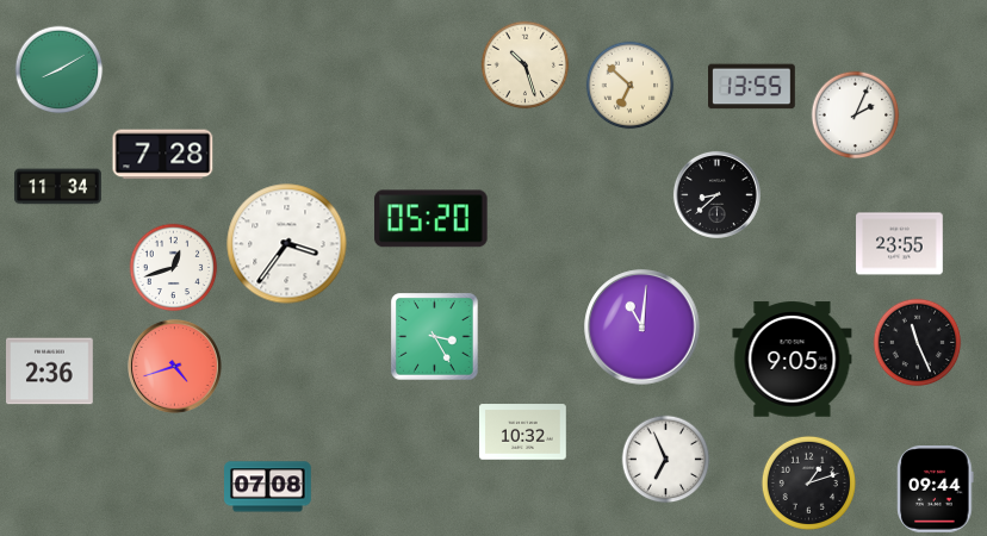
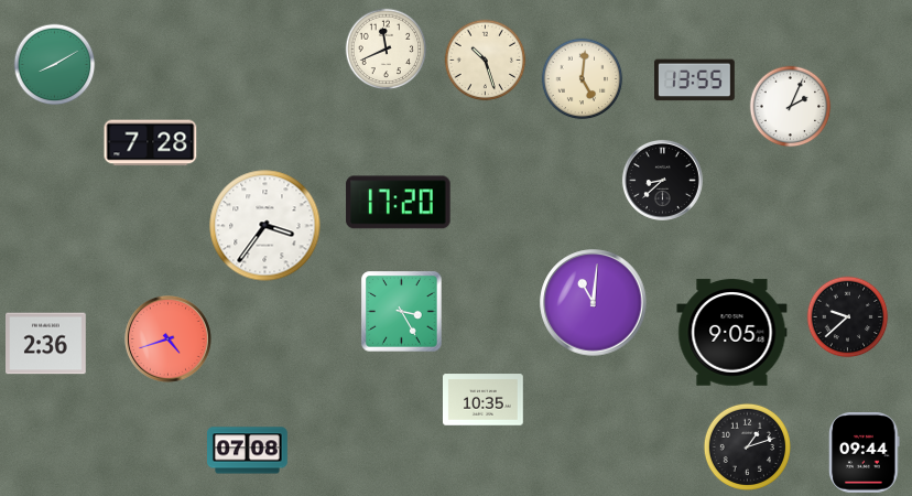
clock at (387, 50): none -> 11:41
clock at (631, 86): 6:52 -> 5:01
clock at (58, 187): 11:34 -> none
clock at (432, 219): 05:20 -> 17:20
clock at (900, 244): 23:55 -> none
clock at (174, 268): 12:42 -> none
clock at (918, 343): 11:26 -> 9:38
clock at (174, 366) position: (174, 366) -> (167, 338)
clock at (523, 432): 10:32 -> 10:35
clock at (666, 460): 6:56 -> none
